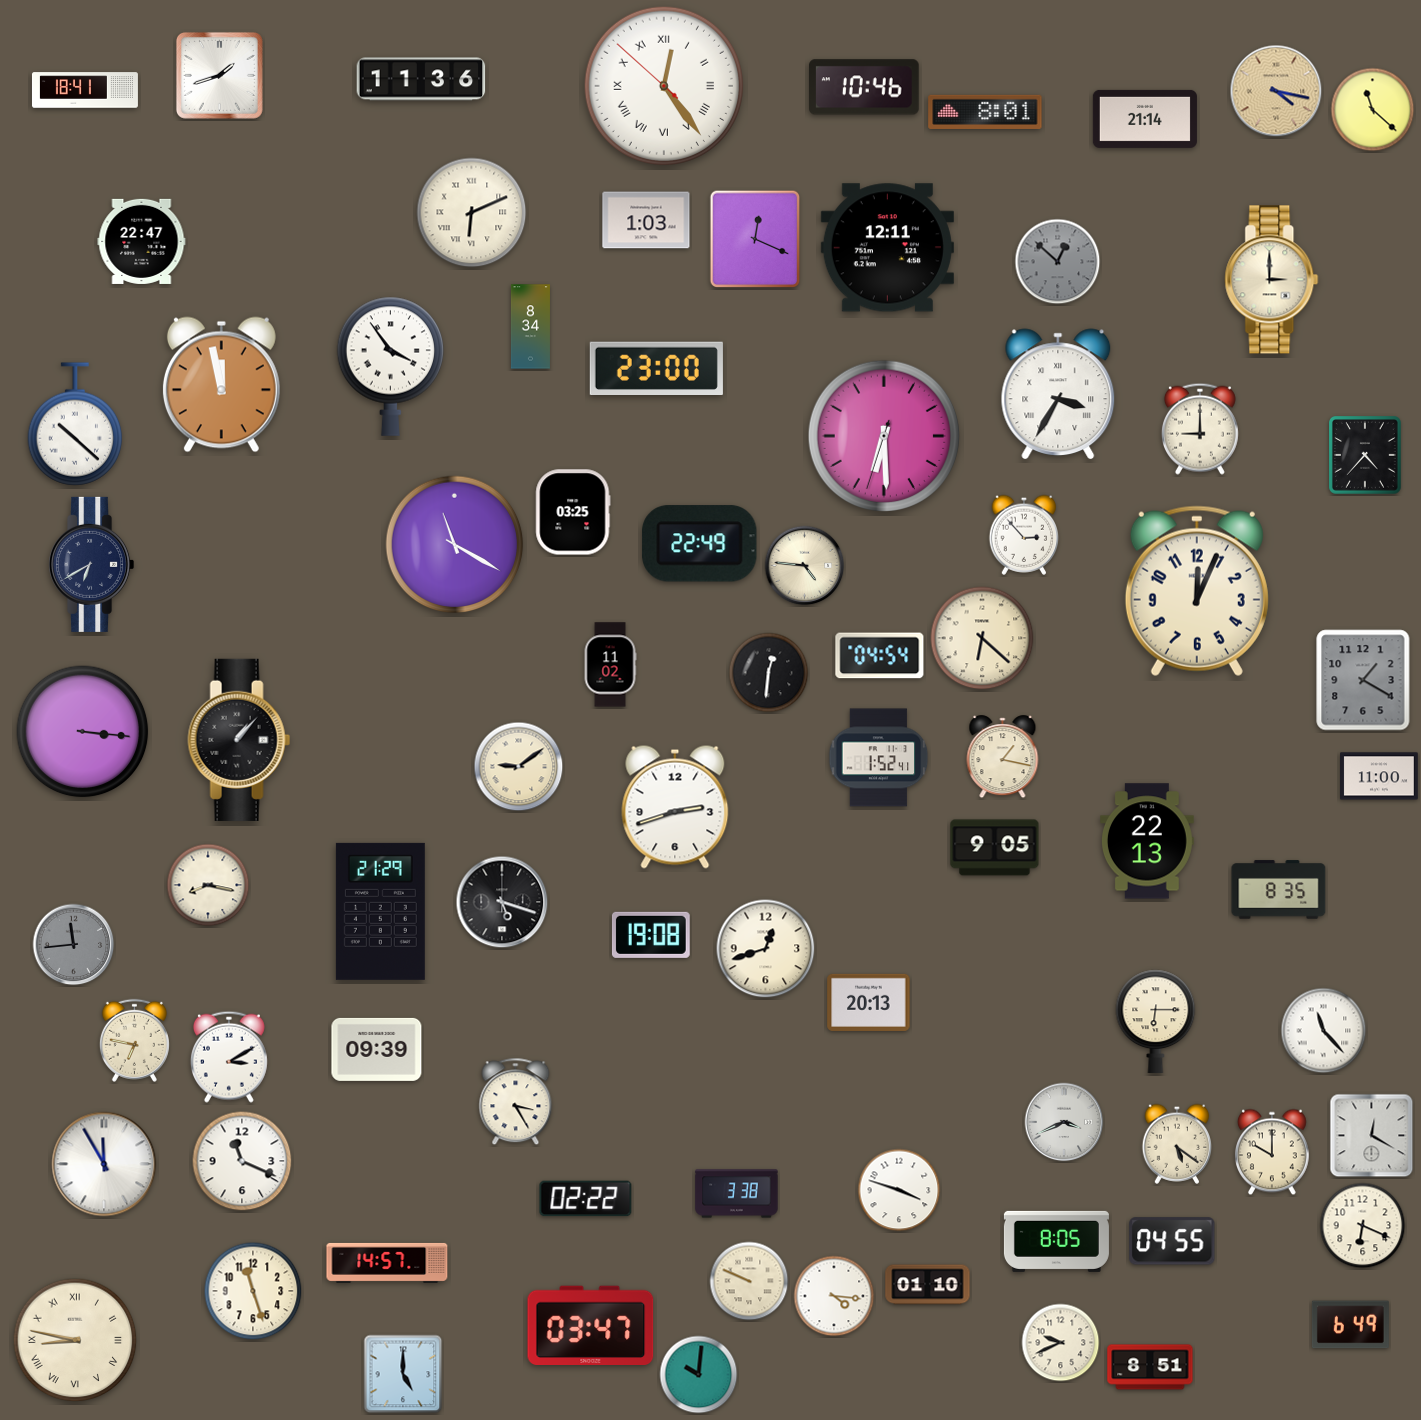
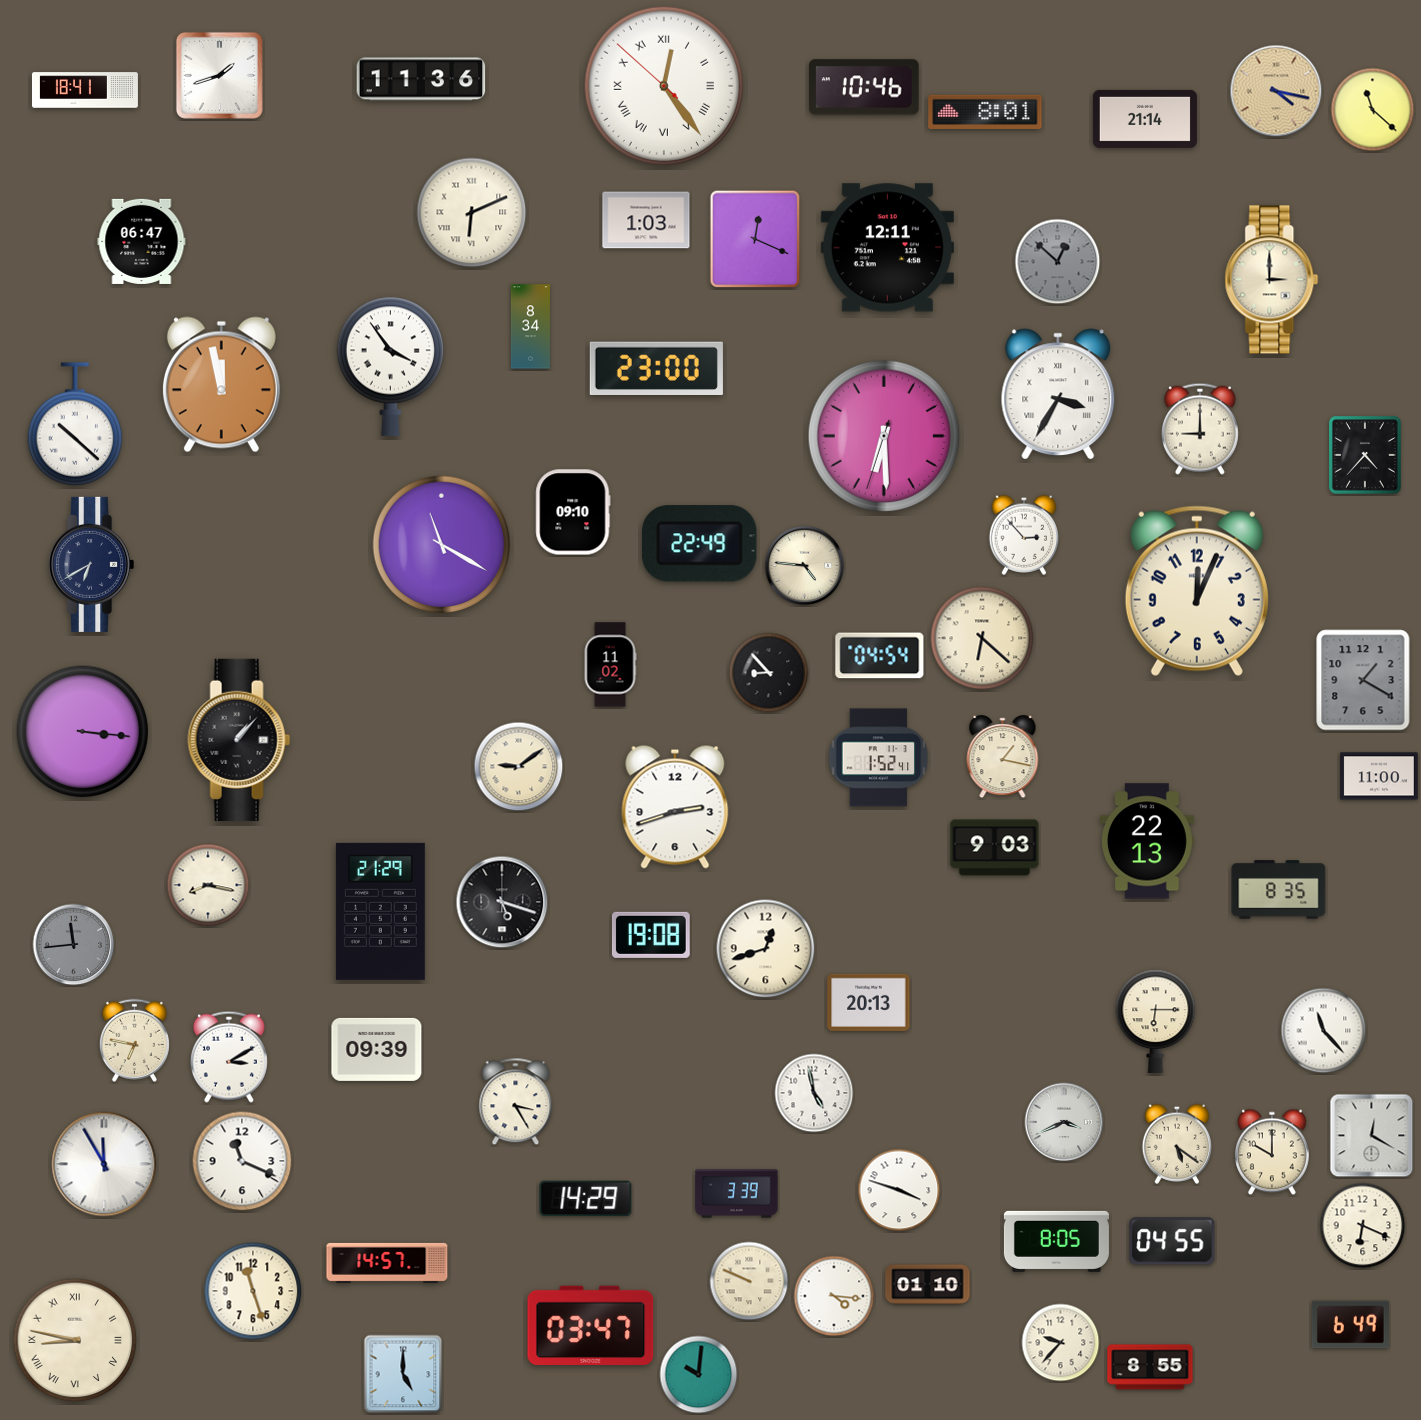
clock at (142, 241): 22:47 -> 06:47
clock at (573, 512): 03:25 -> 09:10
clock at (455, 545) position: (455, 545) -> (442, 545)
clock at (769, 673): 12:31 -> 8:53
clock at (995, 848): 9:05 -> 9:03
clock at (814, 1093): none -> 4:58
clock at (737, 1194): 3:38 -> 3:39
clock at (586, 1199): 02:22 -> 14:29
clock at (1061, 1343): 9:41 -> 9:37
clock at (1150, 1367): 8:51 -> 8:55
